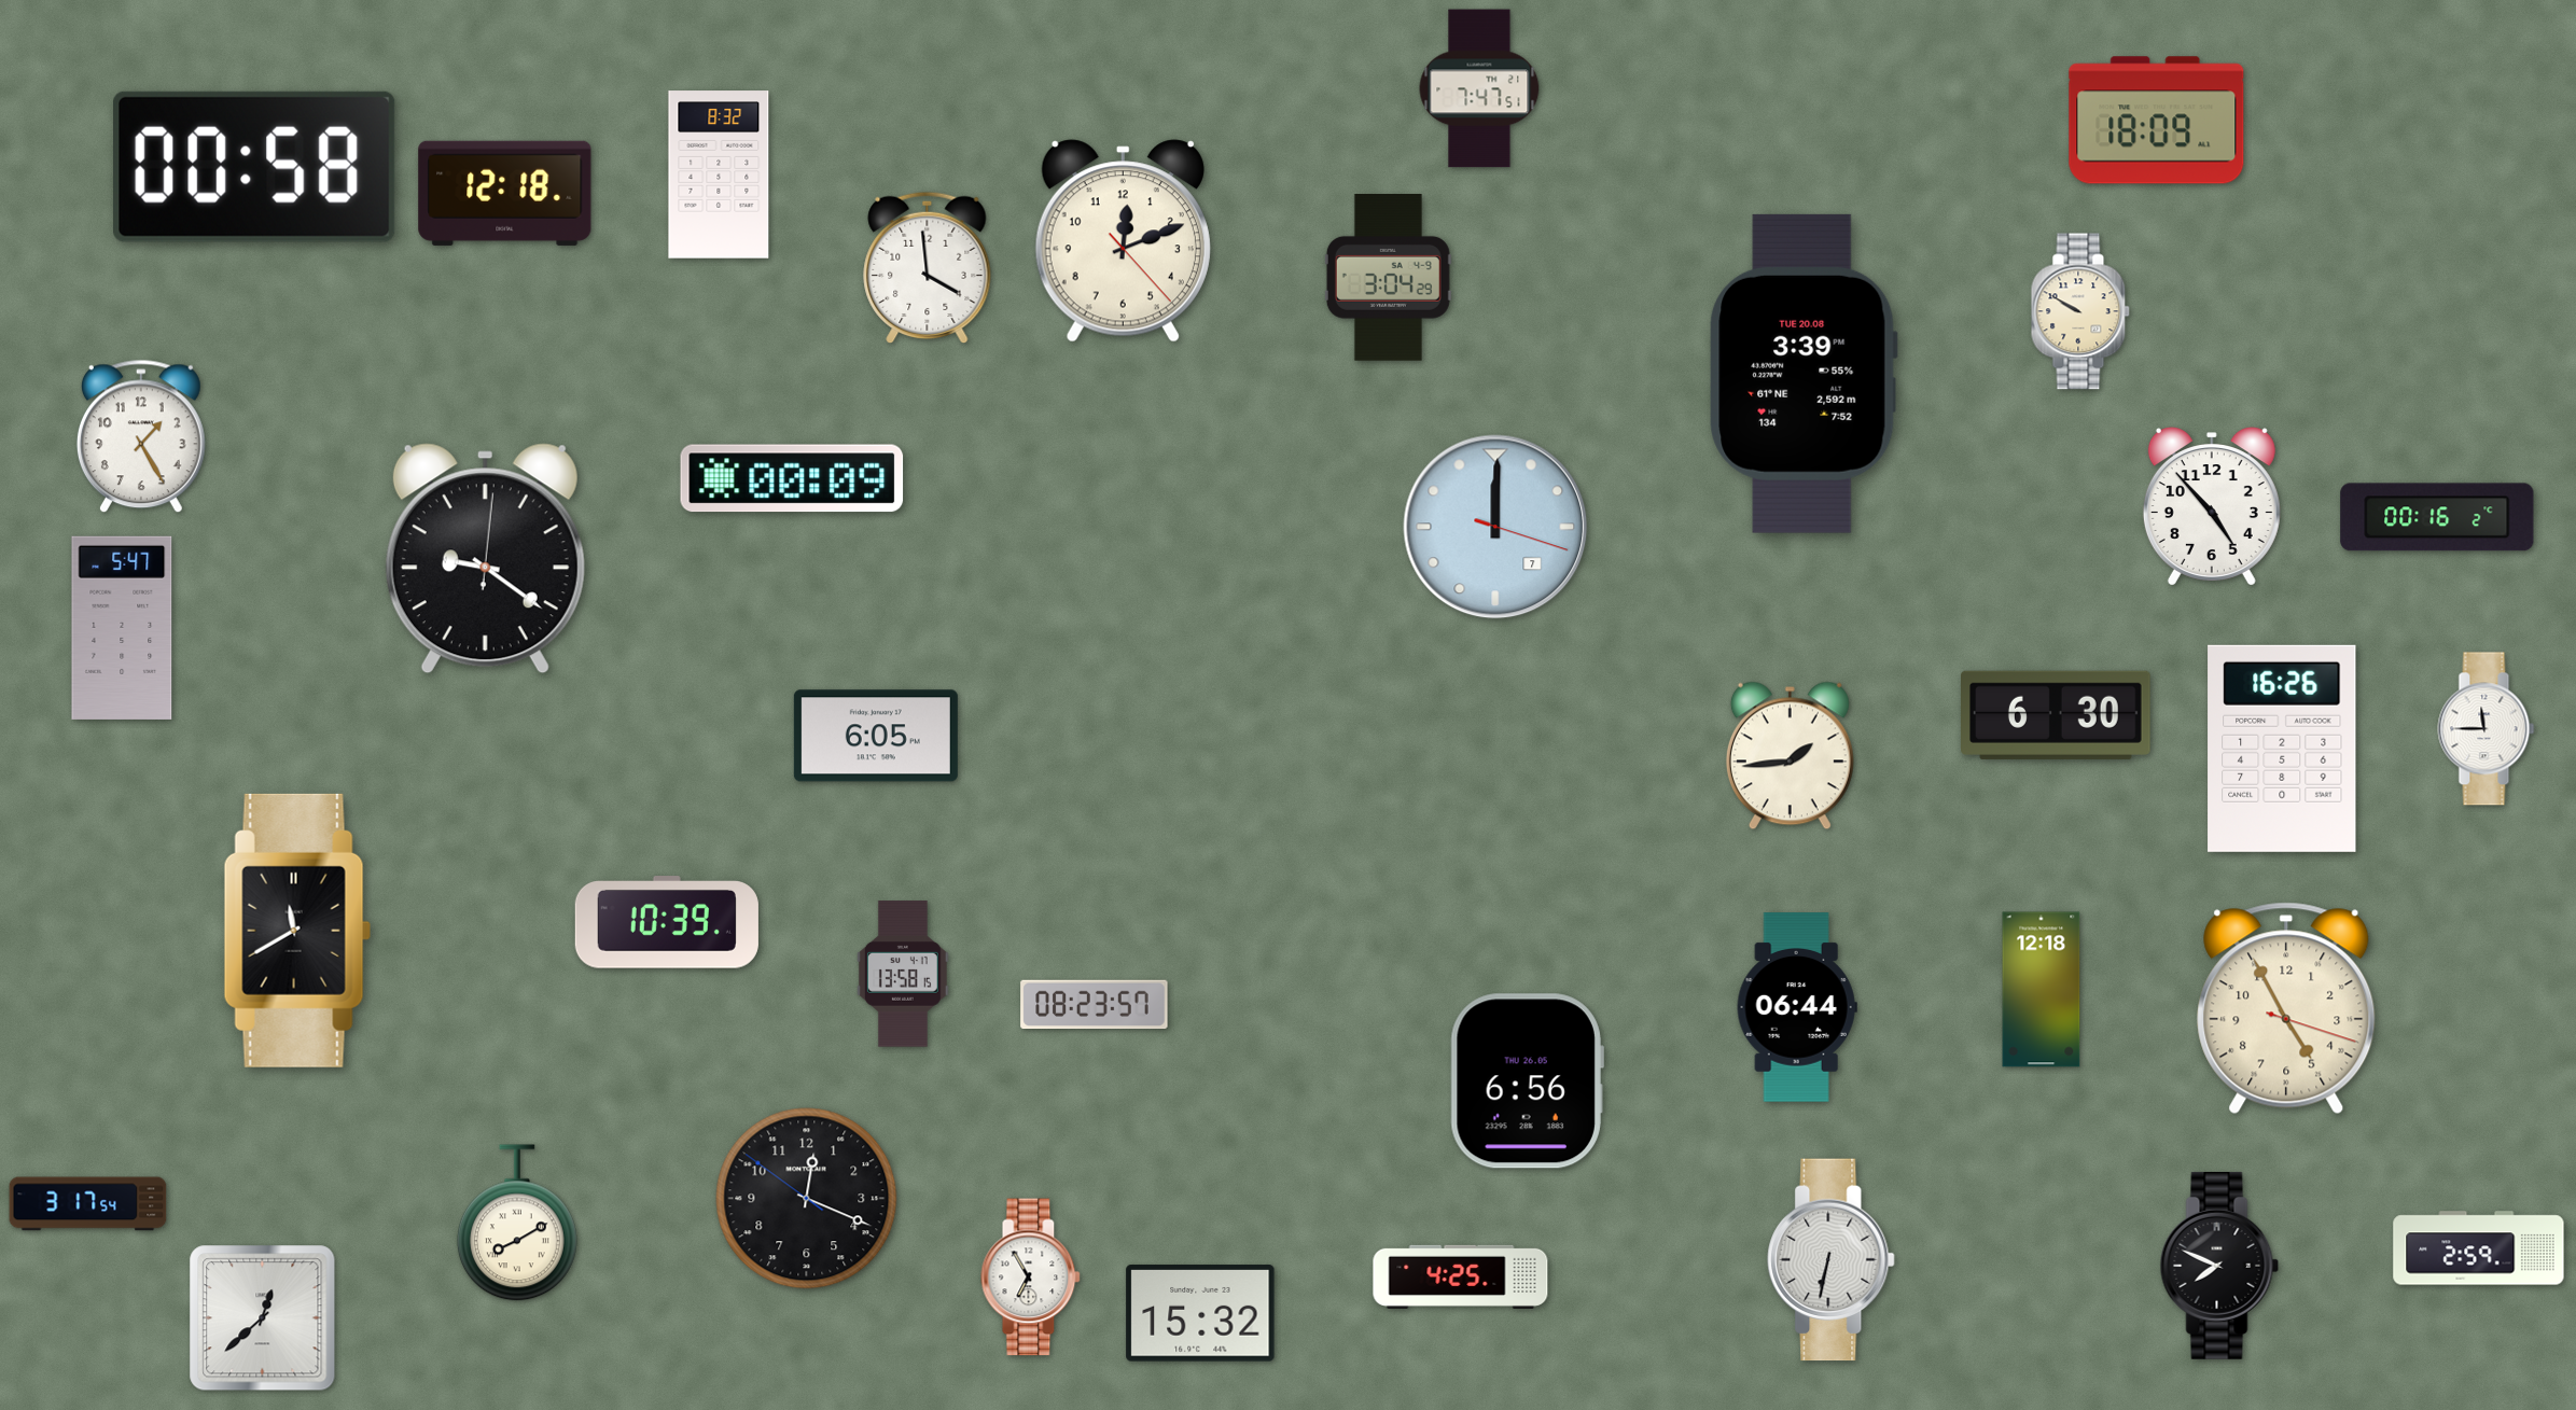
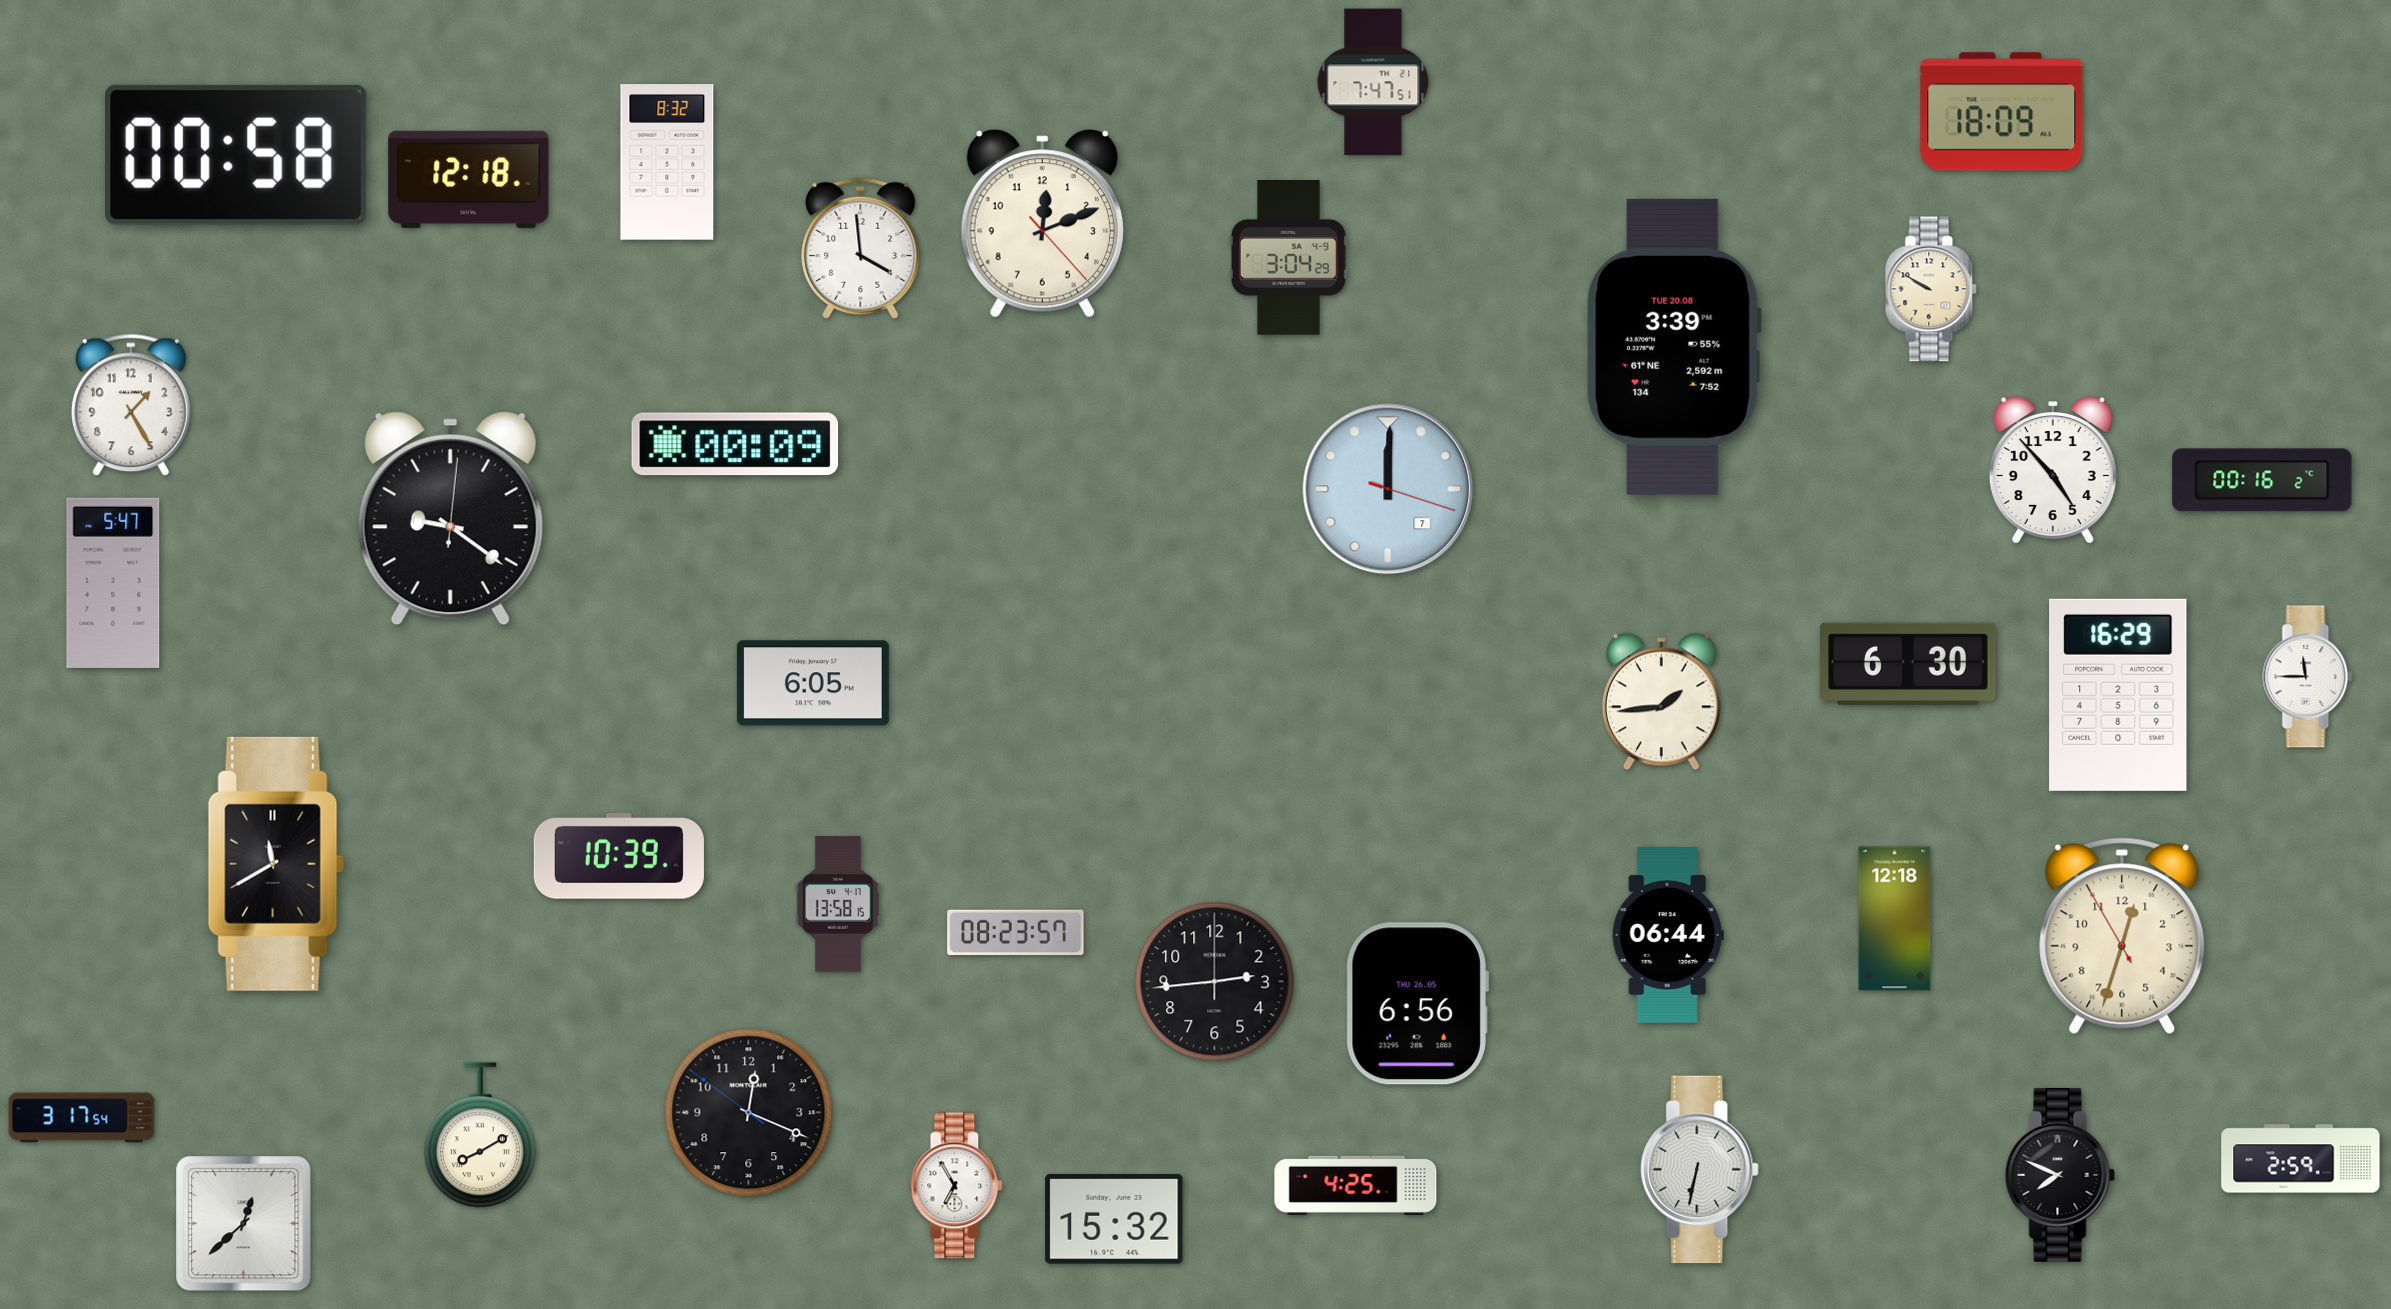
clock at (2282, 749): 16:26 -> 16:29
clock at (2286, 1008): 4:55 -> 12:32
clock at (1215, 982): none -> 2:44
